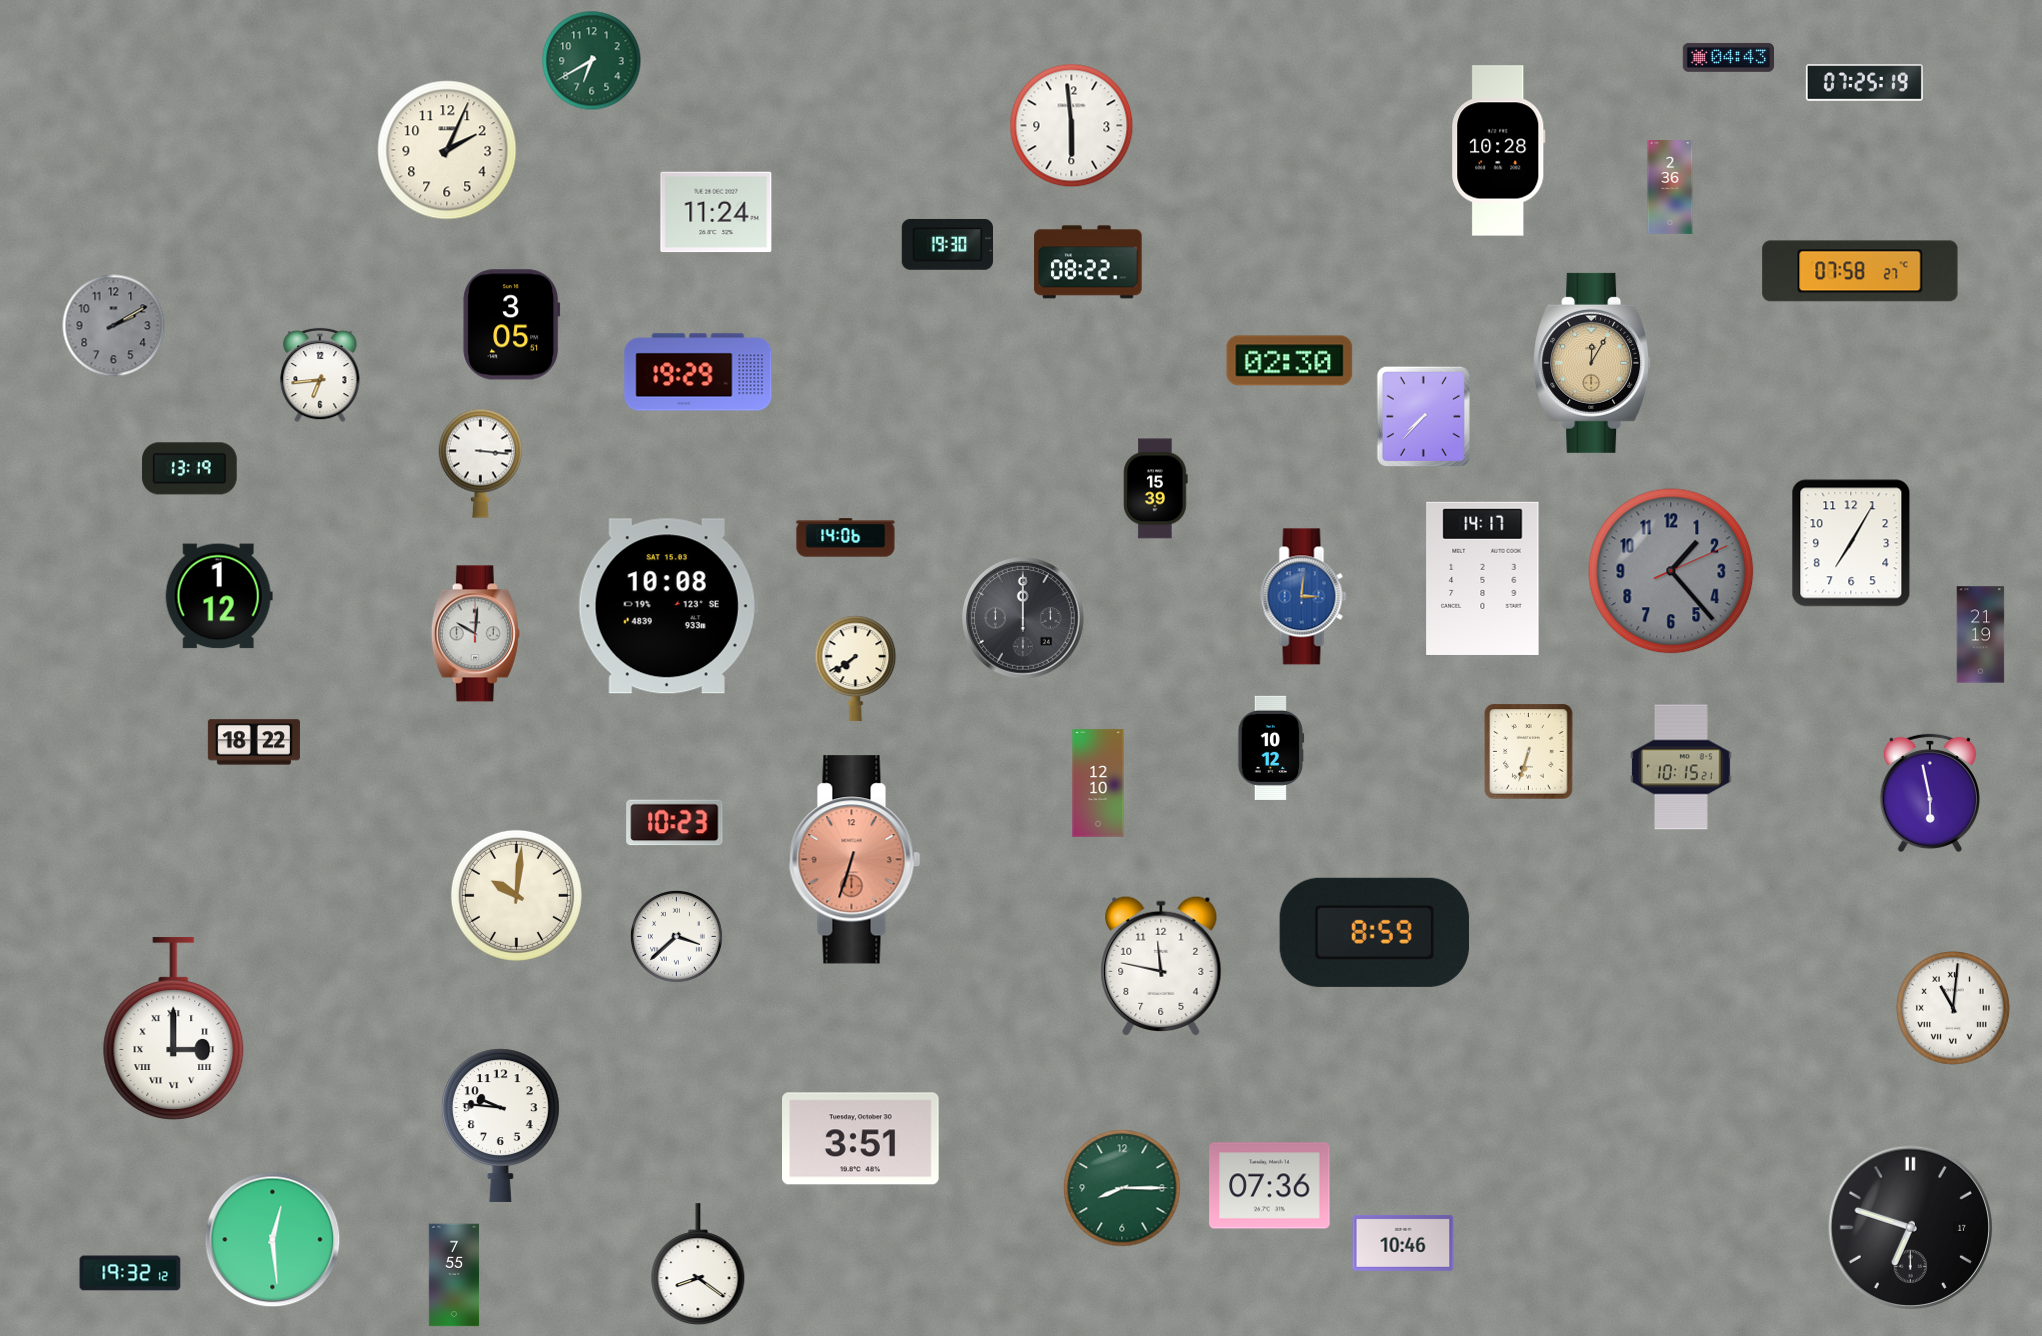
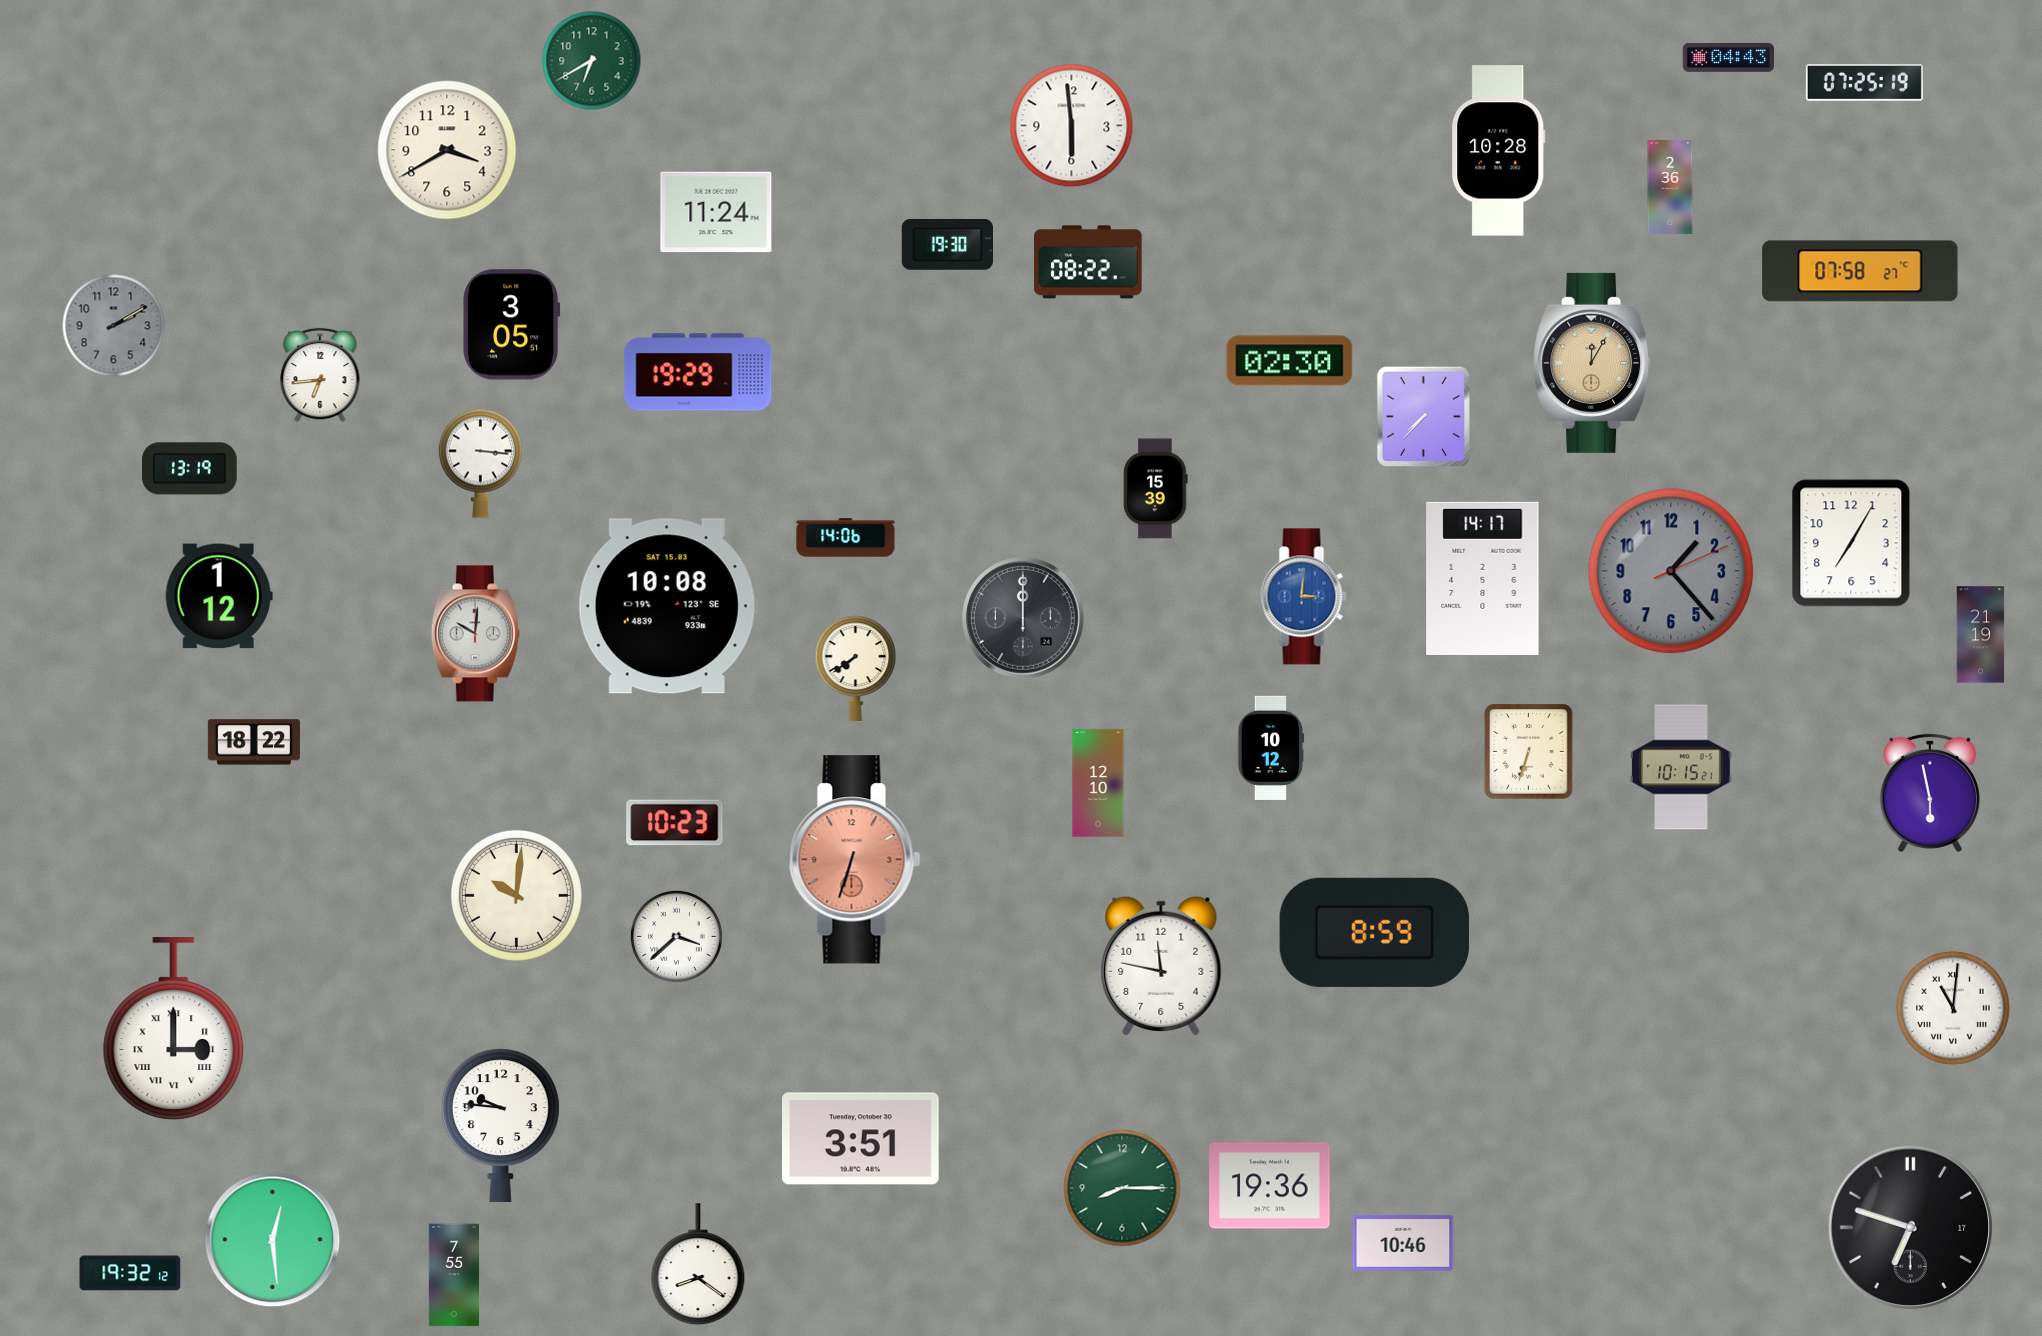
clock at (447, 150): 2:04 -> 3:40
clock at (1270, 1186): 07:36 -> 19:36
